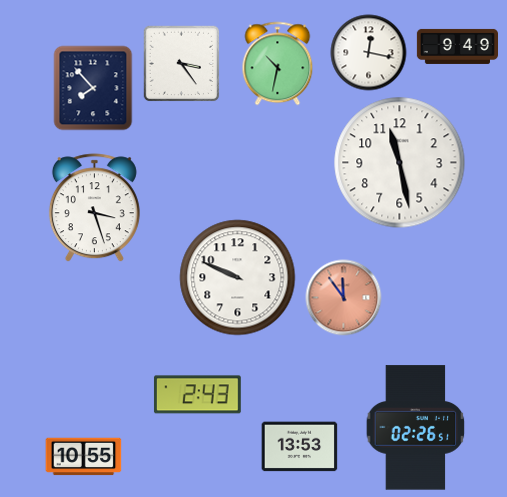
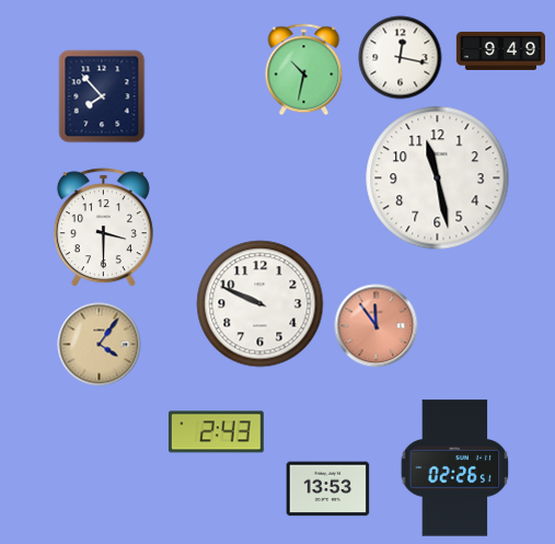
clock at (369, 53) position: (369, 53) -> (401, 58)
clock at (181, 63): 3:24 -> none
clock at (94, 208): 3:27 -> 3:30
clock at (100, 345): none -> 4:06
clock at (84, 457): 10:55 -> none
